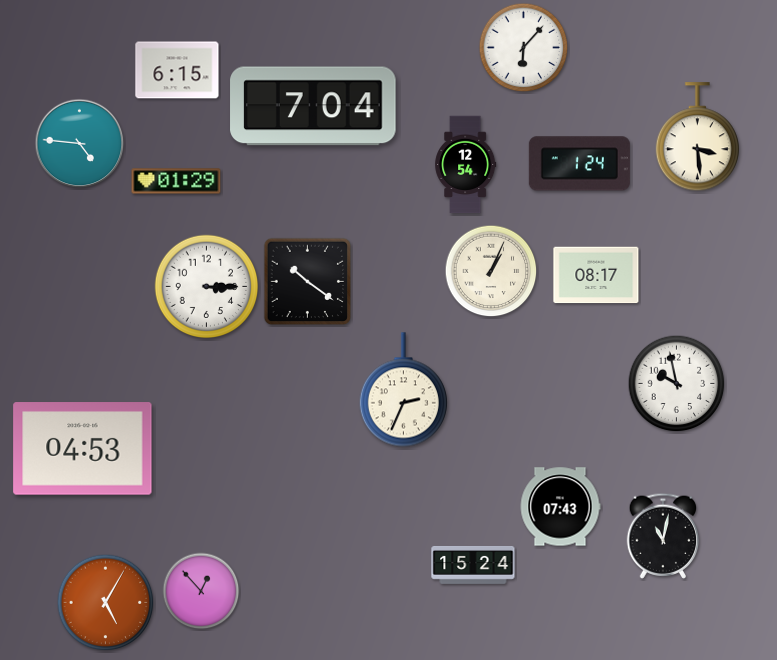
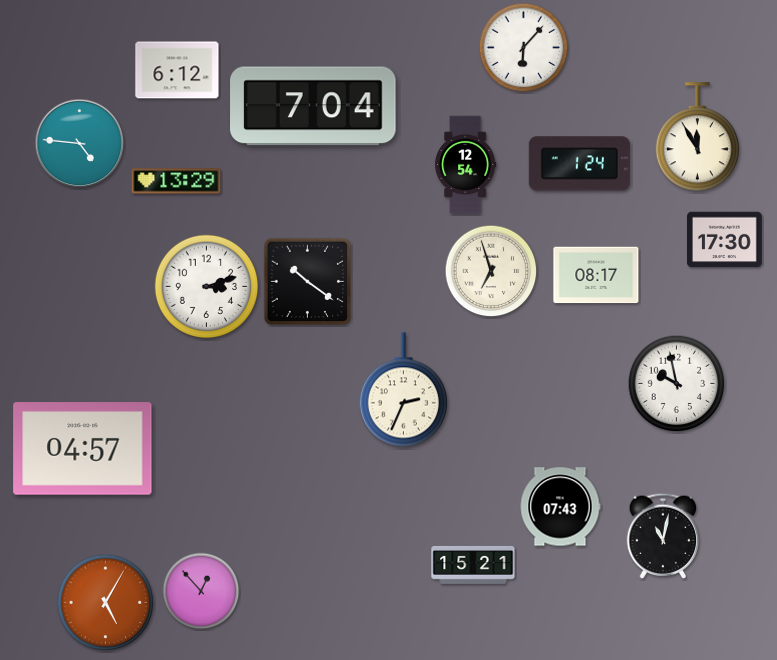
clock at (177, 70): 6:15 -> 6:12
clock at (697, 137): 3:29 -> 11:55
clock at (176, 181): 01:29 -> 13:29
clock at (725, 240): none -> 17:30
clock at (491, 271): 1:04 -> 6:57
clock at (207, 287): 3:15 -> 3:12
clock at (83, 449): 04:53 -> 04:57
clock at (473, 565): 15:24 -> 15:21
